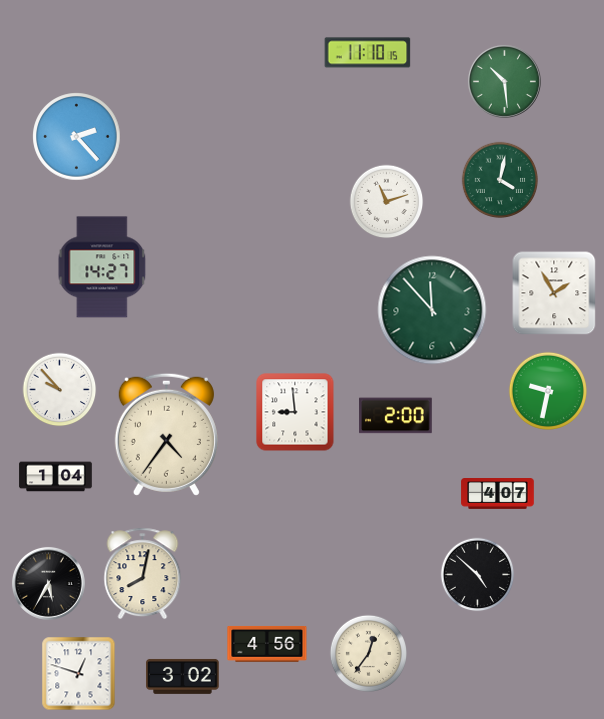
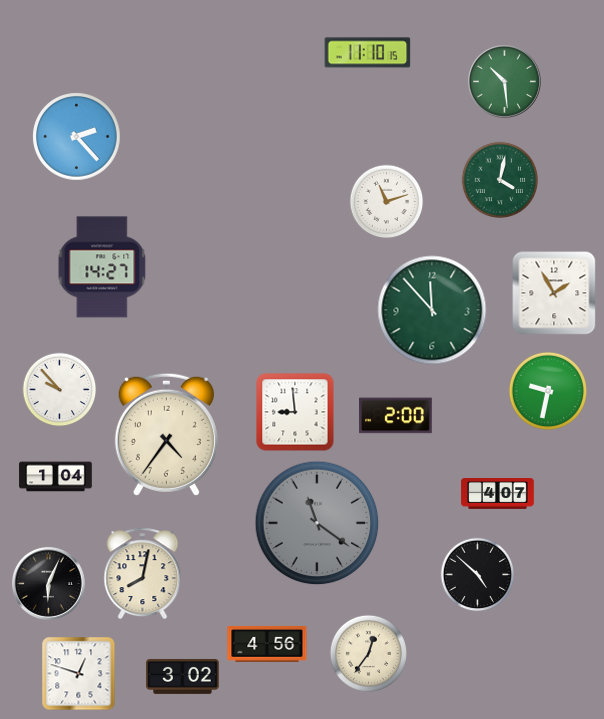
clock at (317, 523): none -> 11:21
clock at (48, 583): 5:35 -> 6:04
